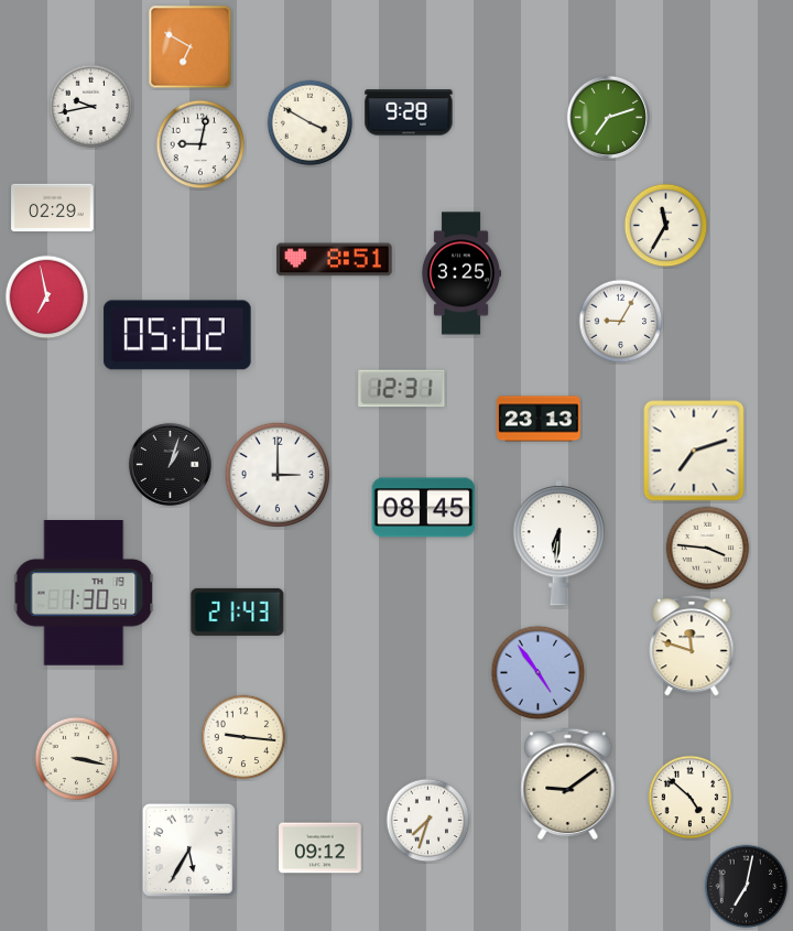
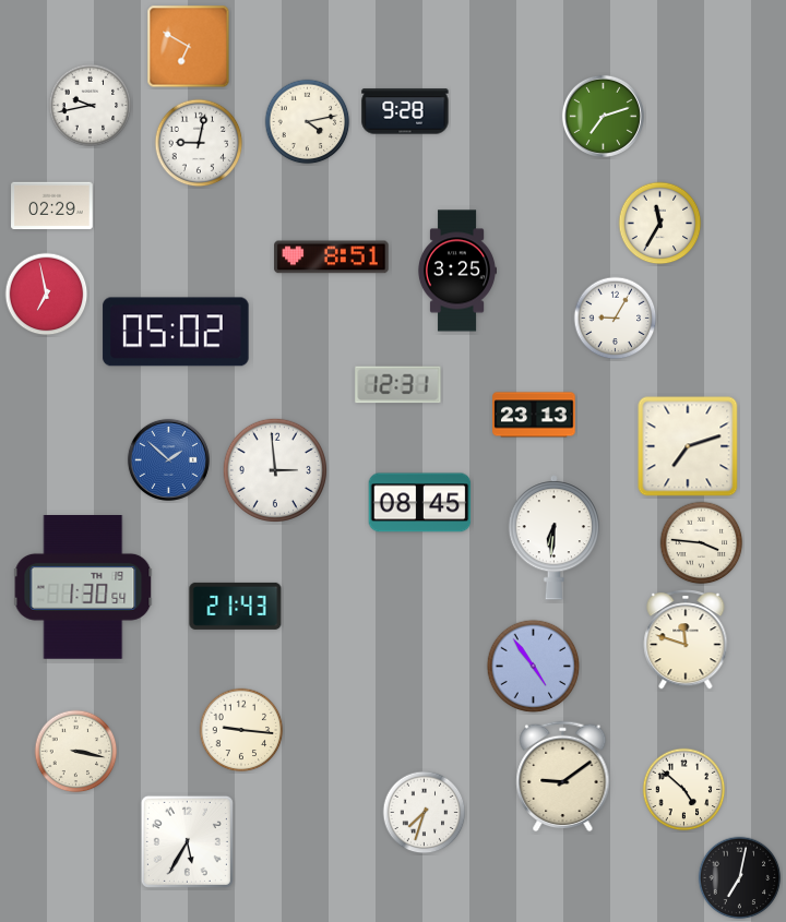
clock at (311, 123): 3:50 -> 4:13
clock at (170, 464): 1:03 -> 1:52
clock at (170, 464) dial: black -> blue
clock at (276, 474): 3:00 -> 2:59
clock at (321, 848): 09:12 -> none
